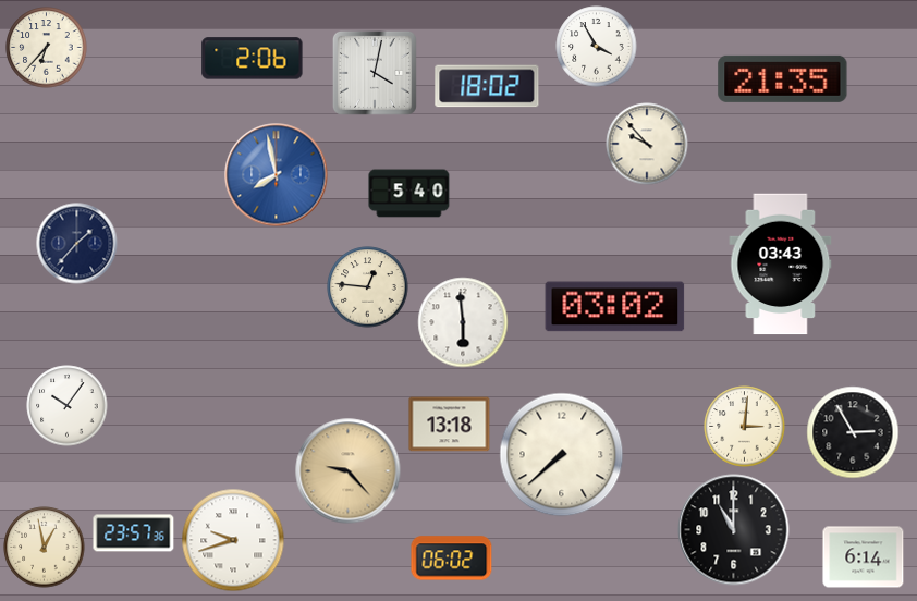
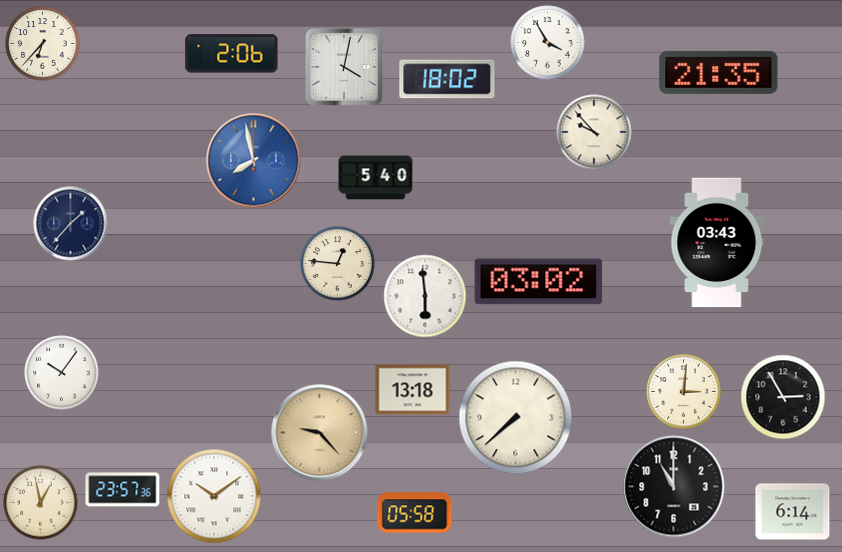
clock at (615, 307) position: (615, 307) -> (539, 282)
clock at (233, 540): 9:42 -> 10:09
clock at (452, 559): 06:02 -> 05:58
